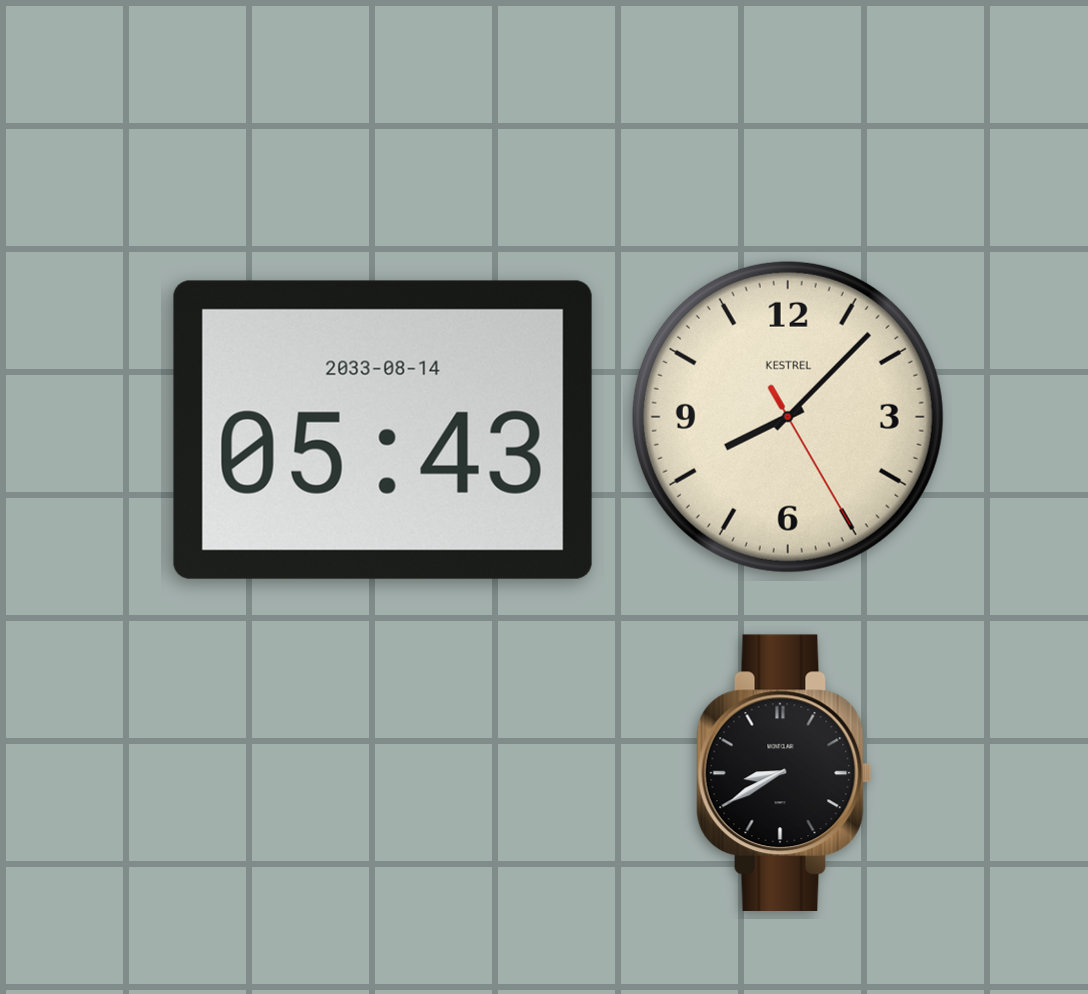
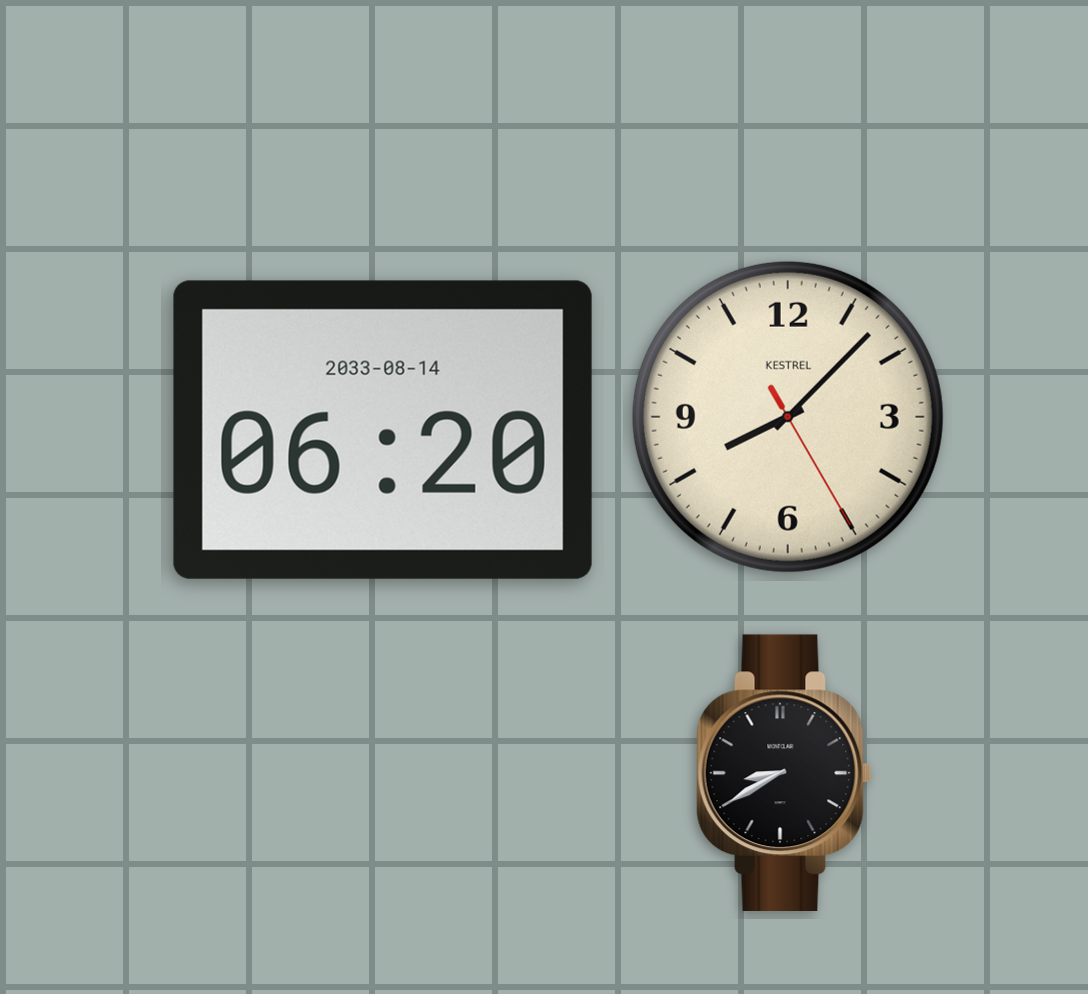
clock at (383, 430): 05:43 -> 06:20
